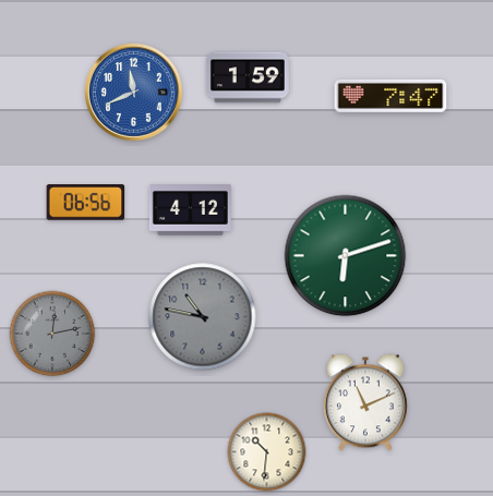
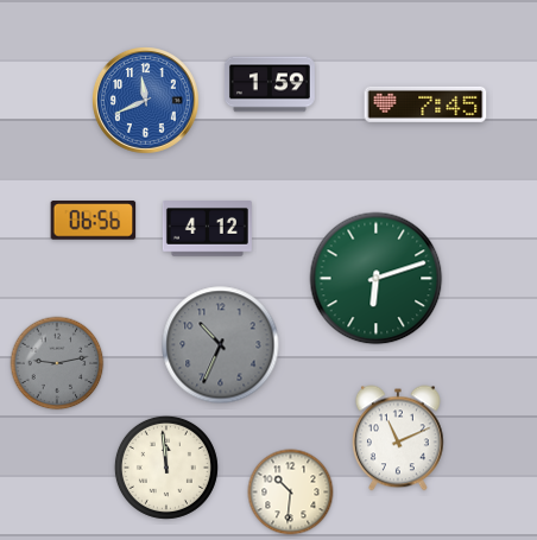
clock at (390, 96): 7:47 -> 7:45
clock at (203, 317): 10:47 -> 10:34
clock at (52, 334): 12:13 -> 9:13
clock at (166, 468): none -> 11:59
